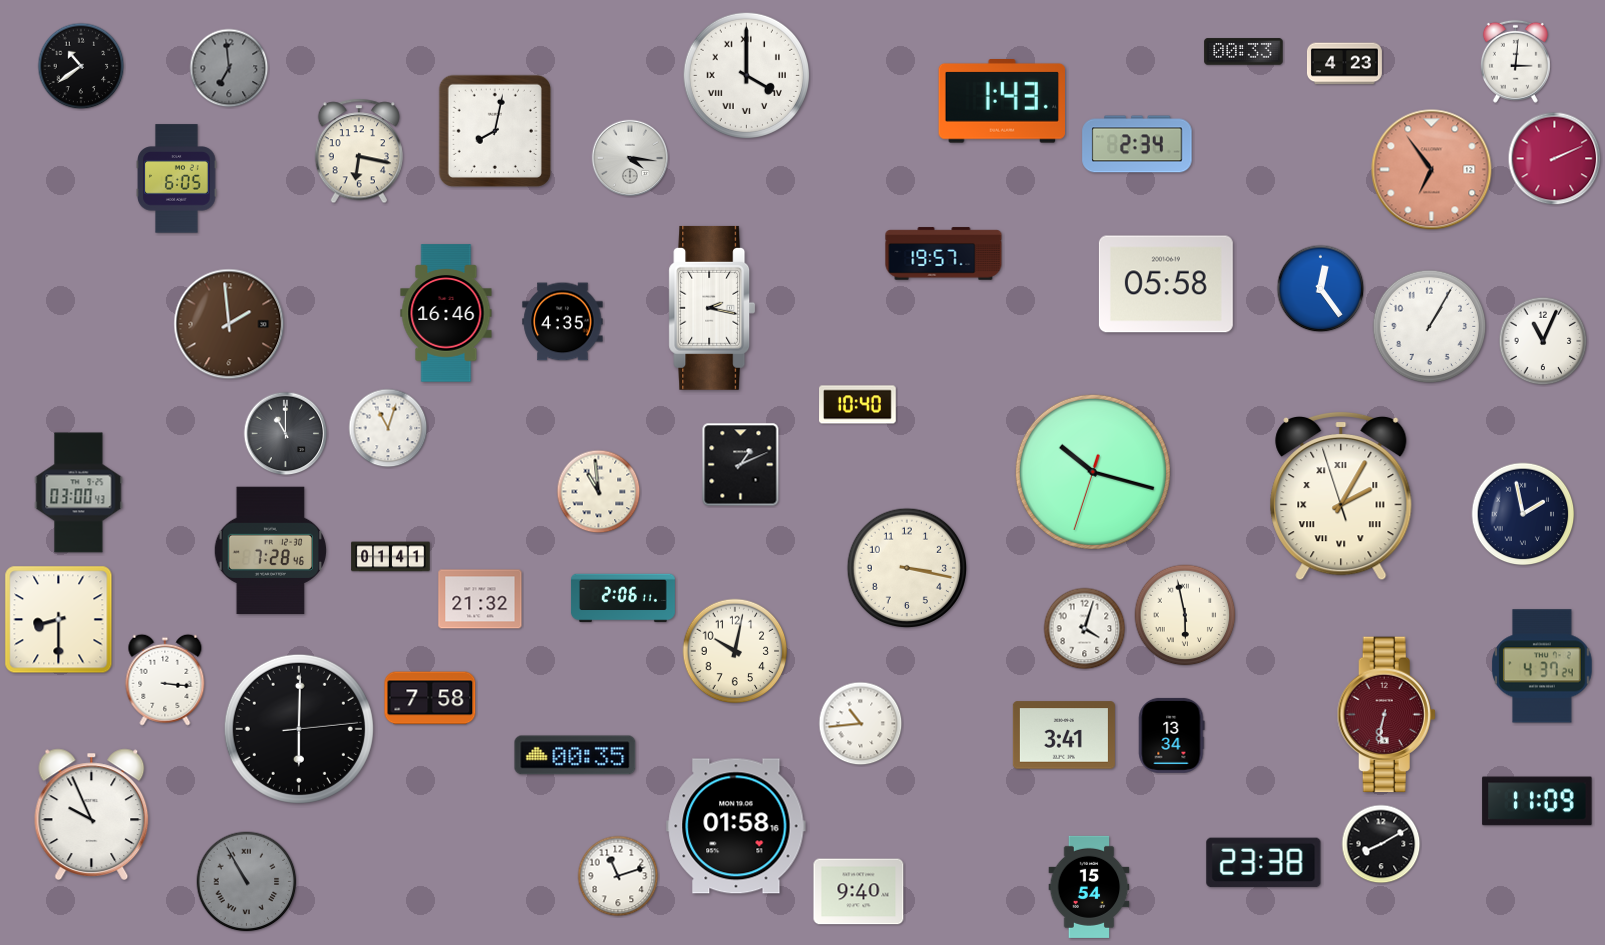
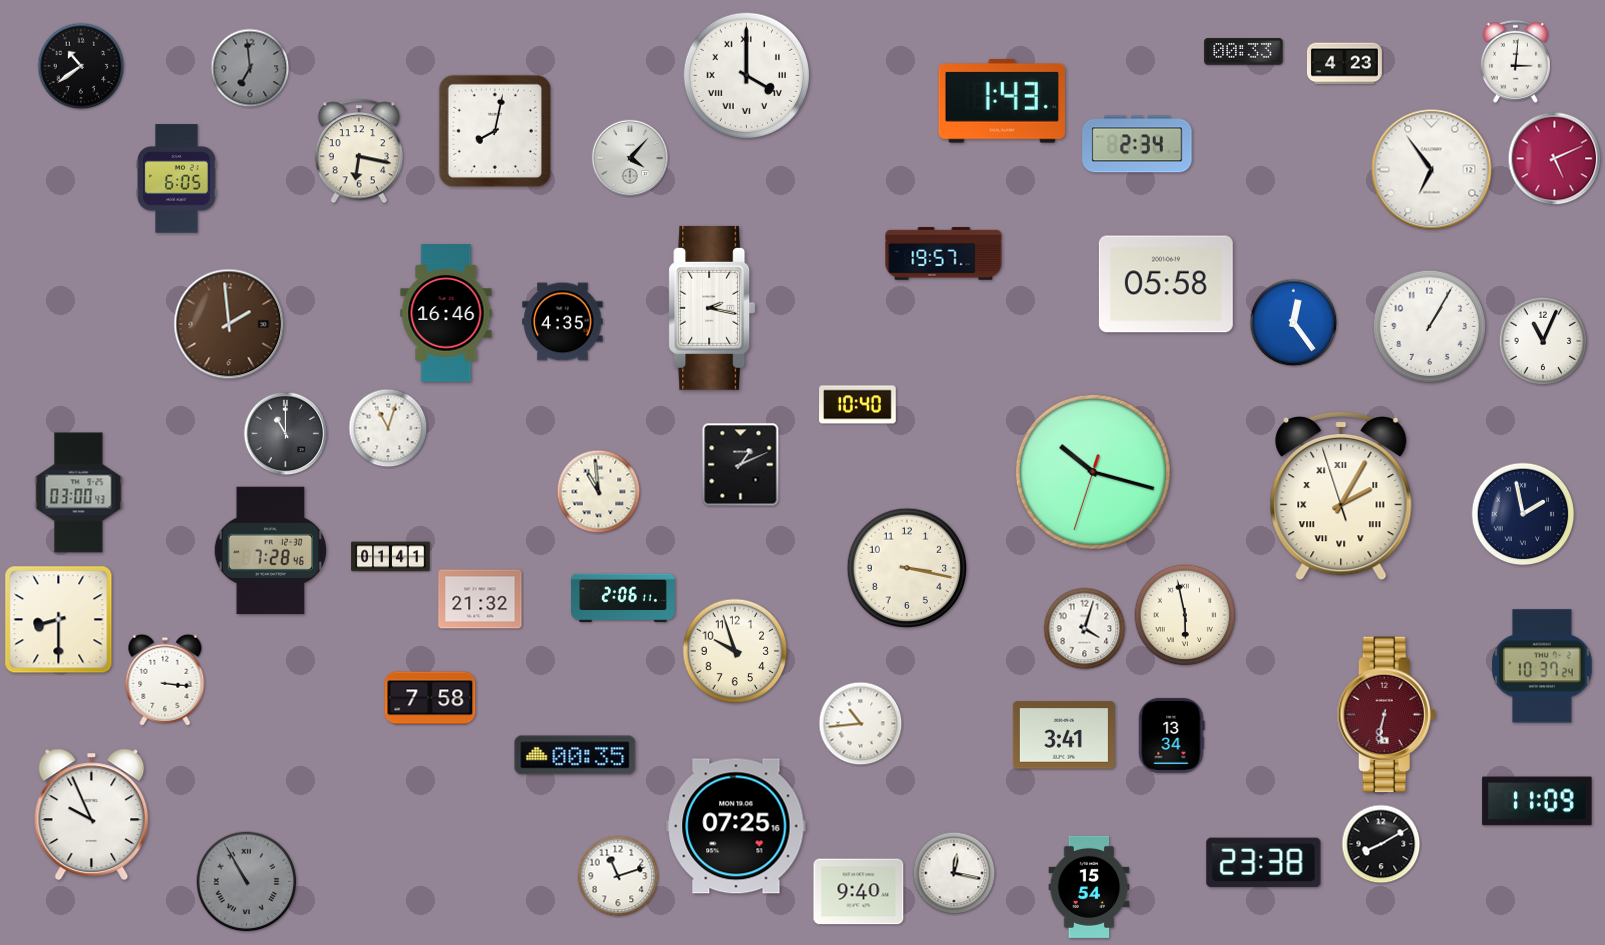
clock at (229, 68) position: (229, 68) -> (250, 68)
clock at (630, 158): 4:16 -> 4:07
clock at (1555, 159): 2:11 -> 5:11
clock at (1432, 170) dial: salmon -> white
clock at (1321, 289) position: (1321, 289) -> (1294, 323)
clock at (735, 651): 10:02 -> 9:57
clock at (1542, 666): 4:37 -> 10:37
clock at (299, 729): 6:00 -> none
clock at (736, 826): 01:58 -> 07:25
clock at (954, 873): none -> 12:17
